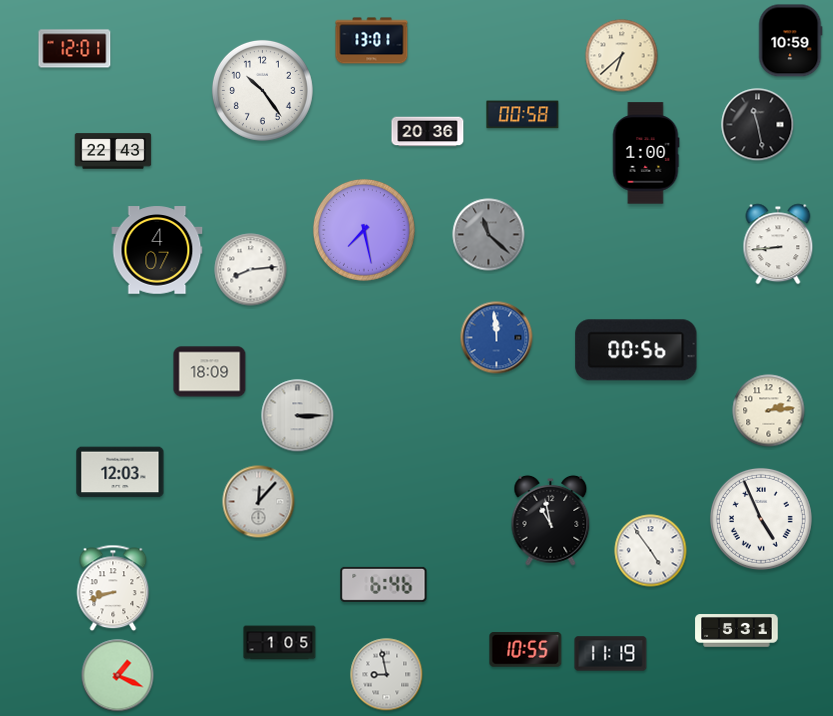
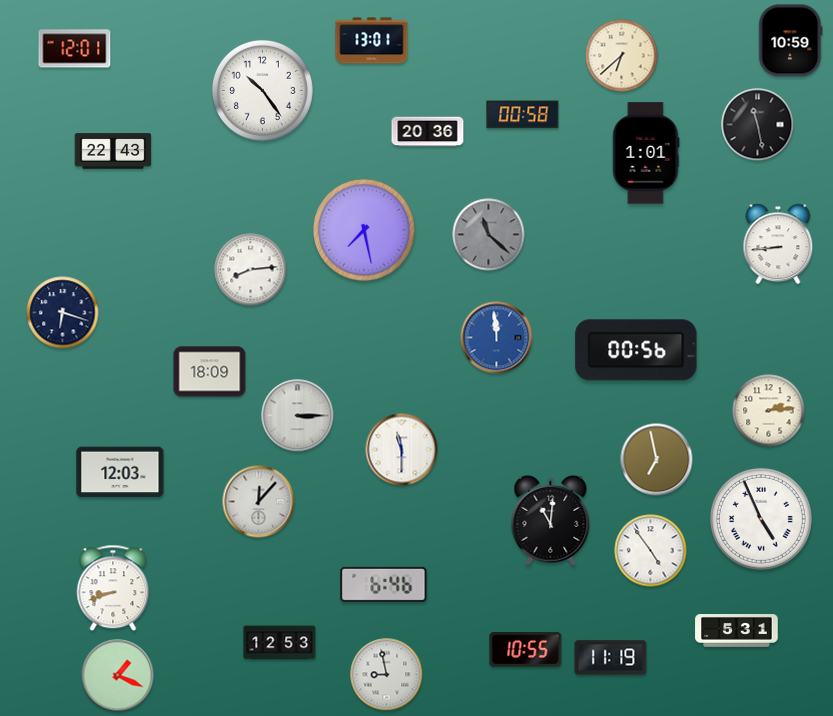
clock at (646, 153): 1:00 -> 1:01
clock at (157, 250): 4:07 -> none
clock at (63, 313): none -> 6:18
clock at (402, 450): none -> 11:30
clock at (657, 460): none -> 6:58
clock at (551, 520): 10:58 -> 11:01
clock at (280, 643): 1:05 -> 12:53
clock at (611, 654) position: (611, 654) -> (611, 658)
